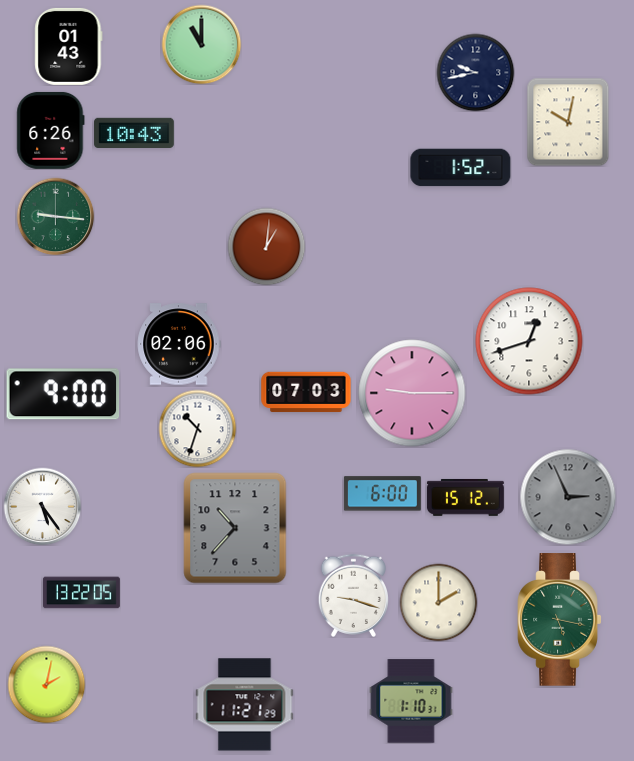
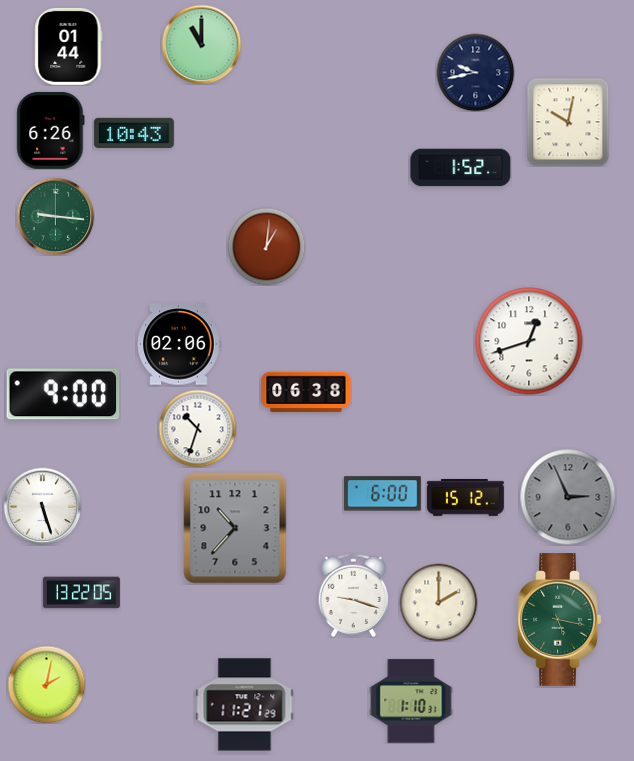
clock at (69, 46): 01:43 -> 01:44
clock at (306, 392): 07:03 -> 06:38
clock at (412, 393): 9:15 -> none
clock at (42, 506): 5:24 -> 5:27
